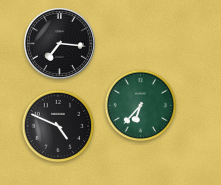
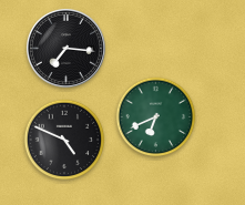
clock at (141, 106): 6:37 -> 6:41
